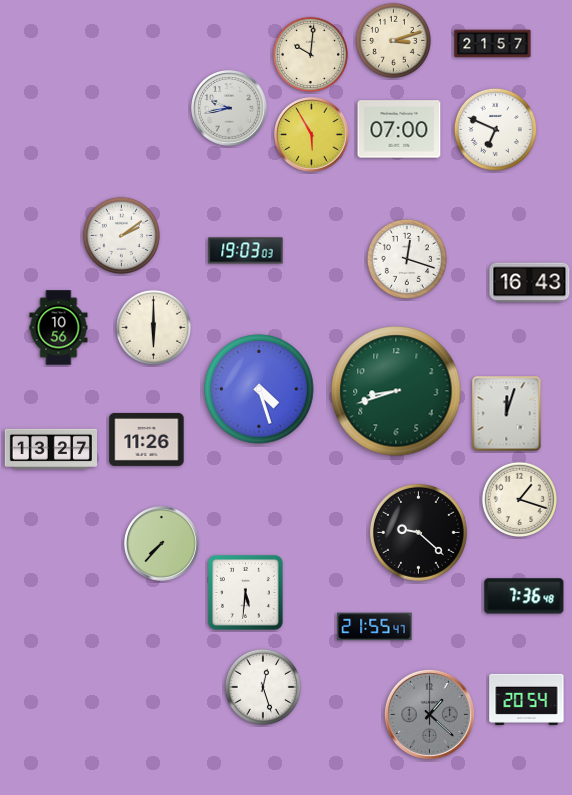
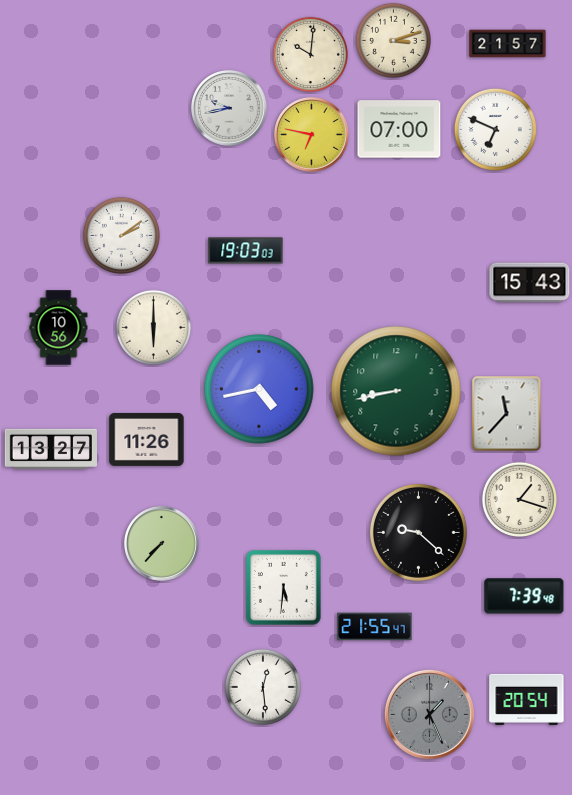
clock at (493, 44) position: (493, 44) -> (508, 44)
clock at (312, 135): 5:55 -> 6:47
clock at (407, 259): 12:18 -> none
clock at (530, 283): 16:43 -> 15:43
clock at (259, 389): 4:27 -> 4:43
clock at (396, 391): 8:42 -> 8:43
clock at (507, 414): 12:03 -> 11:37
clock at (246, 593) position: (246, 593) -> (284, 588)
clock at (524, 596): 7:36 -> 7:39
clock at (263, 687): 12:27 -> 12:29
clock at (429, 714): 1:22 -> 1:26
